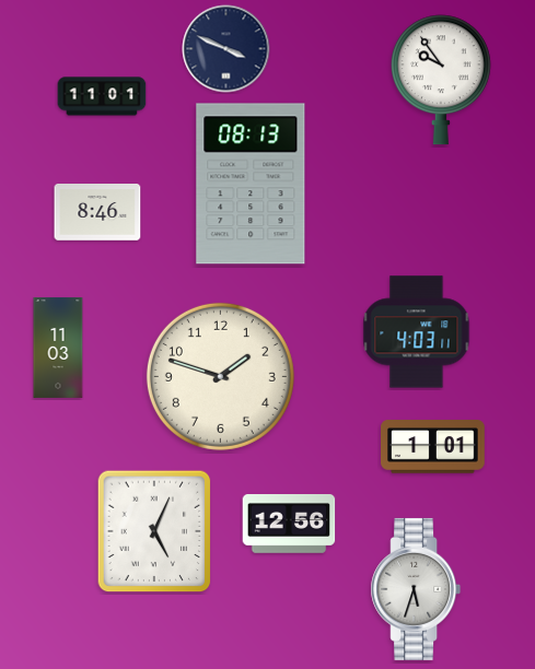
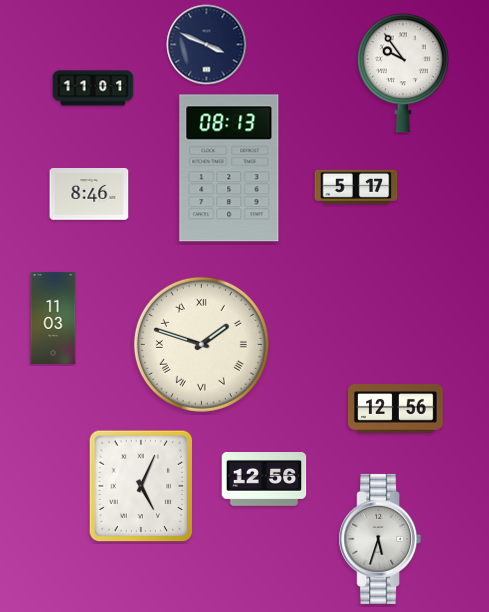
clock at (356, 187): none -> 5:17
clock at (417, 332): 4:03 -> none
clock at (220, 376) numerals: Arabic -> Roman
clock at (433, 447): 1:01 -> 12:56
